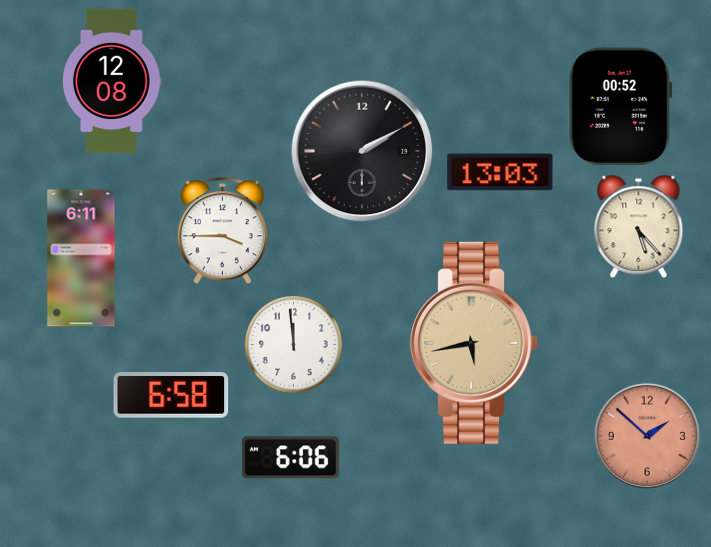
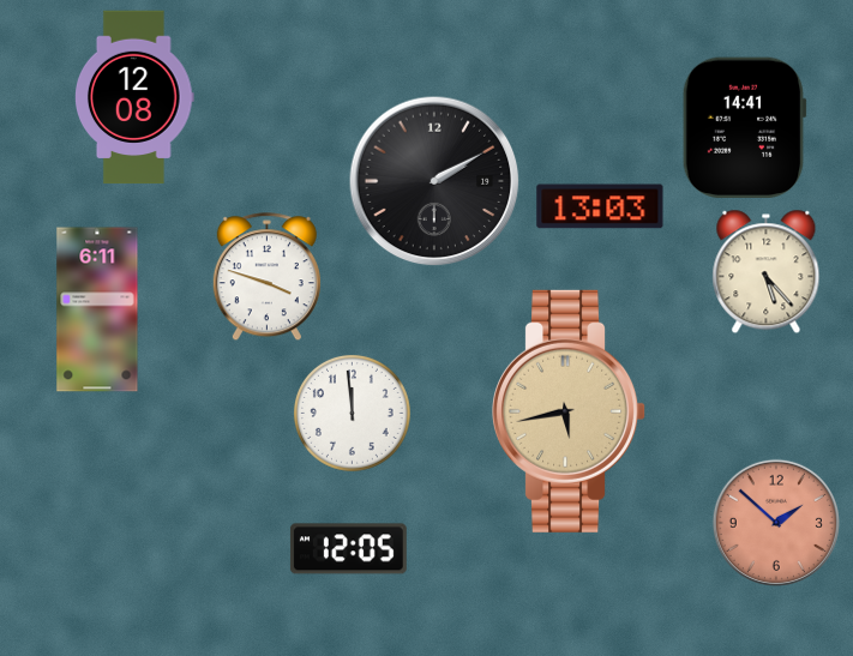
clock at (620, 106): 00:52 -> 14:41
clock at (222, 231): 3:45 -> 3:48
clock at (171, 395): 6:58 -> none
clock at (290, 458): 6:06 -> 12:05
